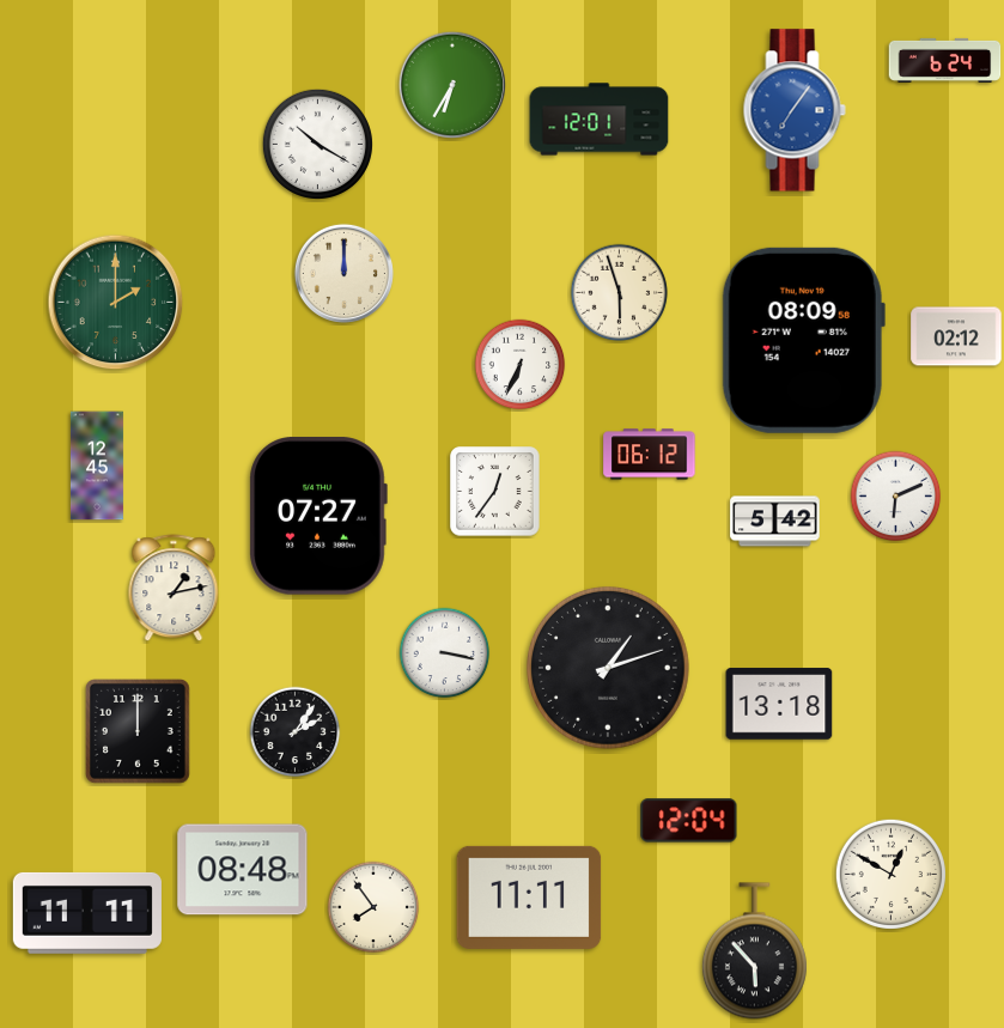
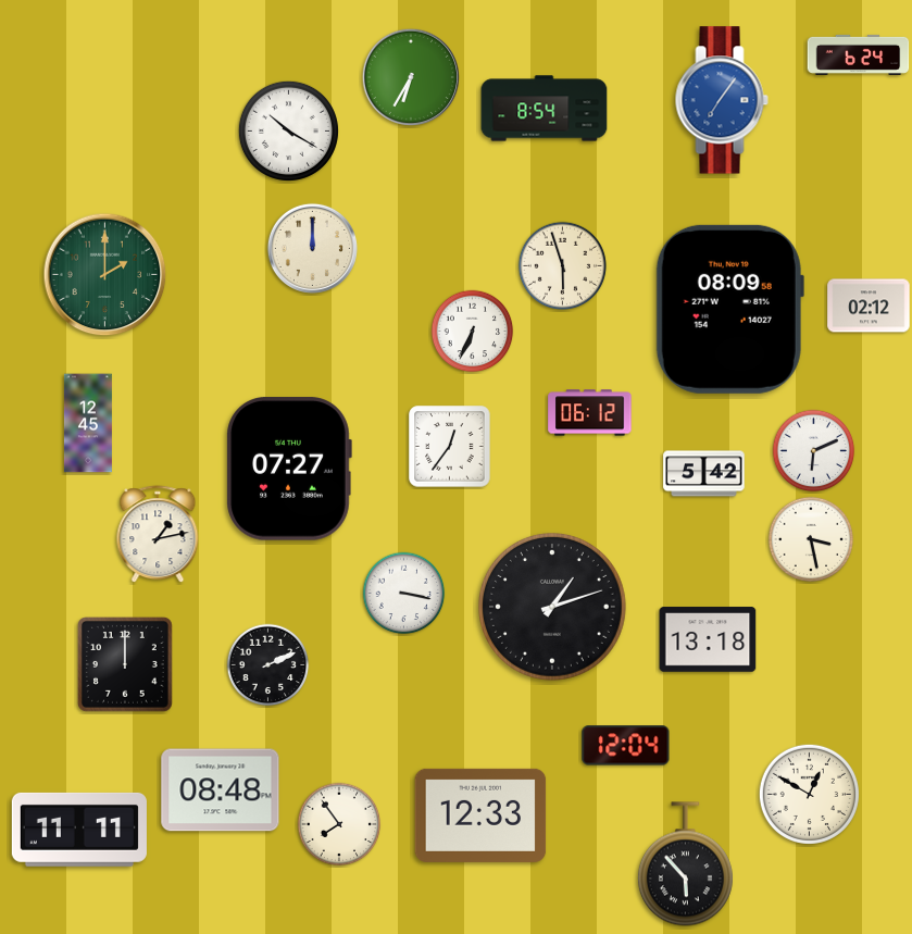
clock at (600, 120): 12:01 -> 8:54
clock at (811, 539): none -> 3:28
clock at (296, 732): 2:06 -> 2:11
clock at (529, 898): 11:11 -> 12:33
